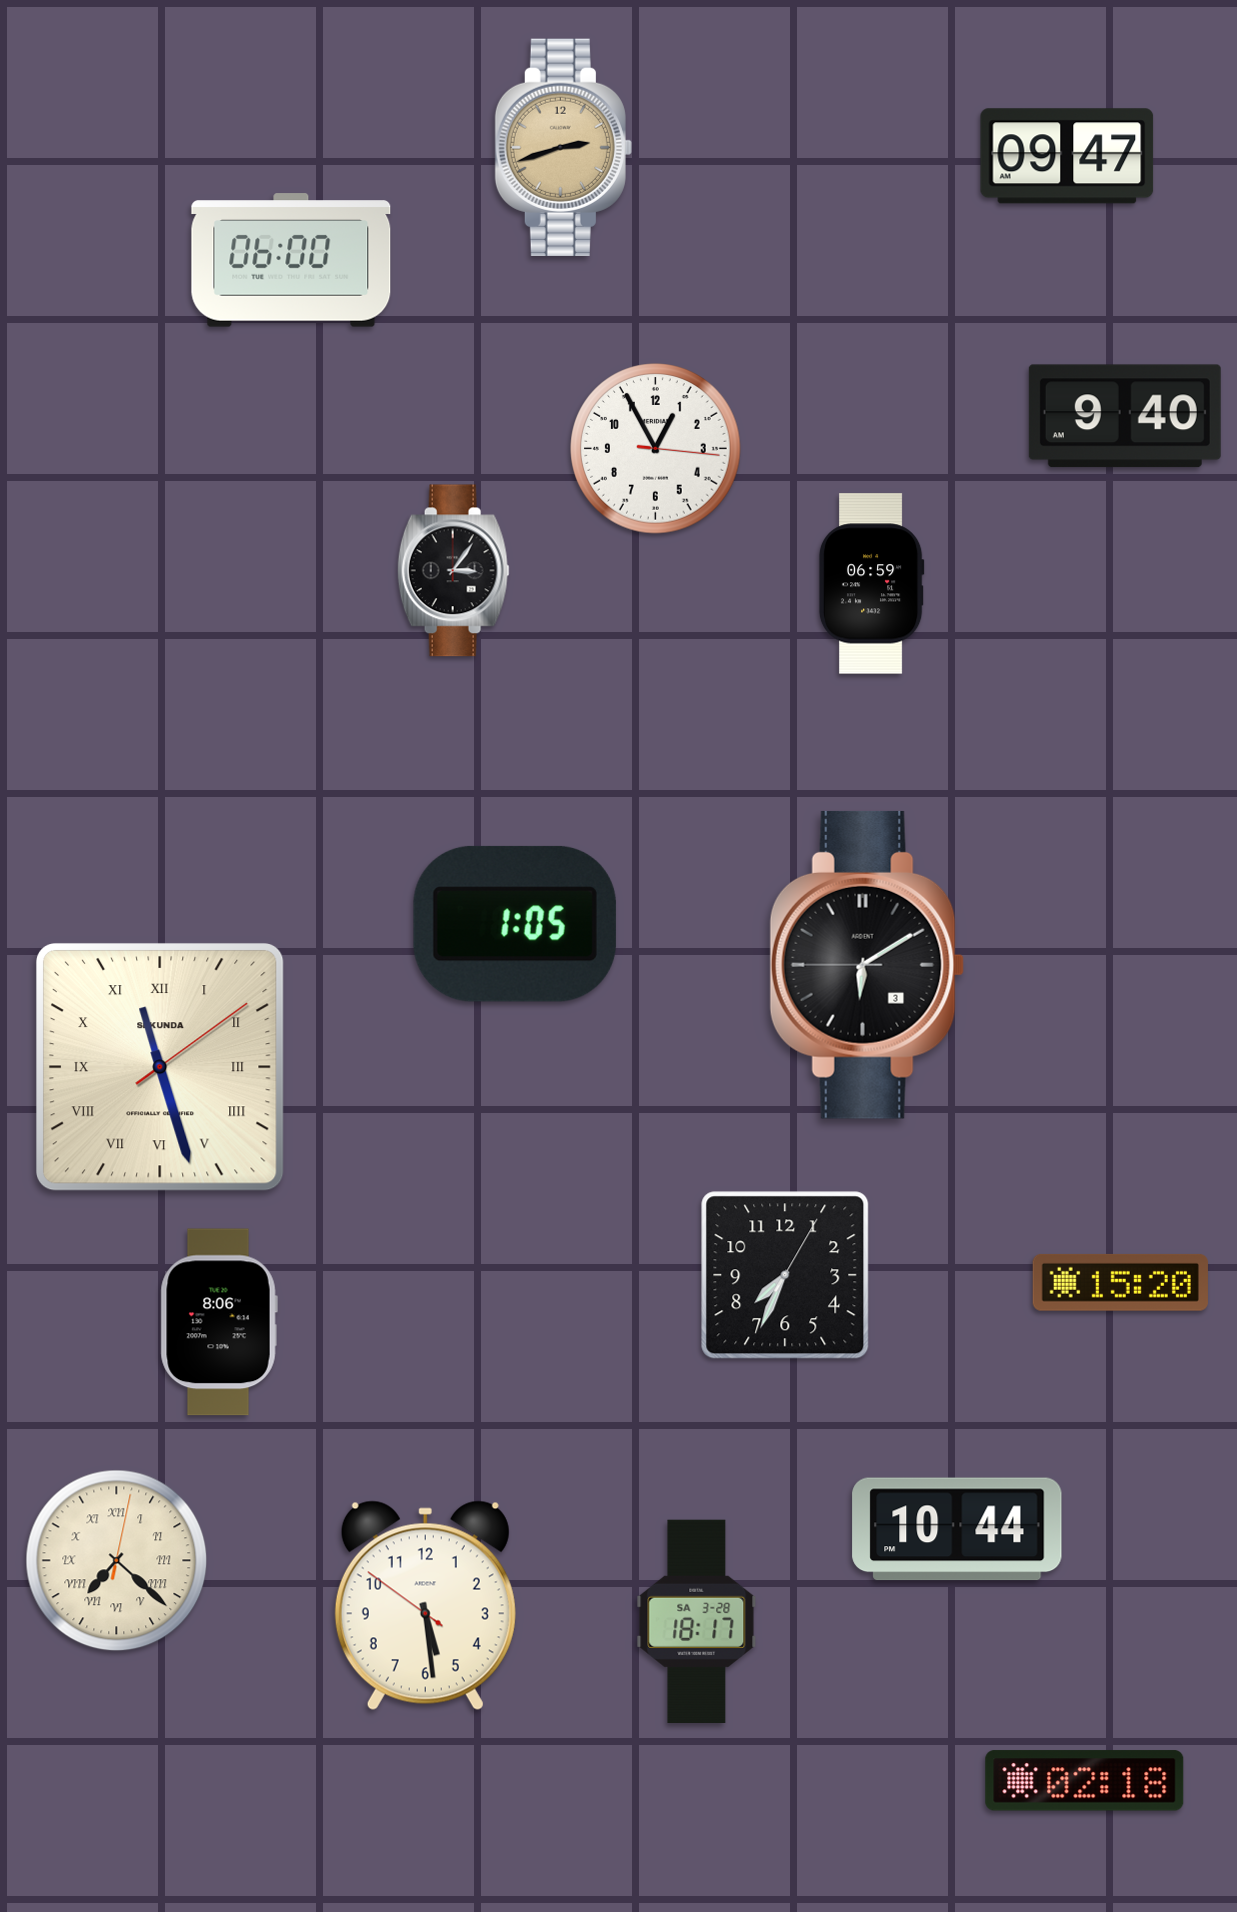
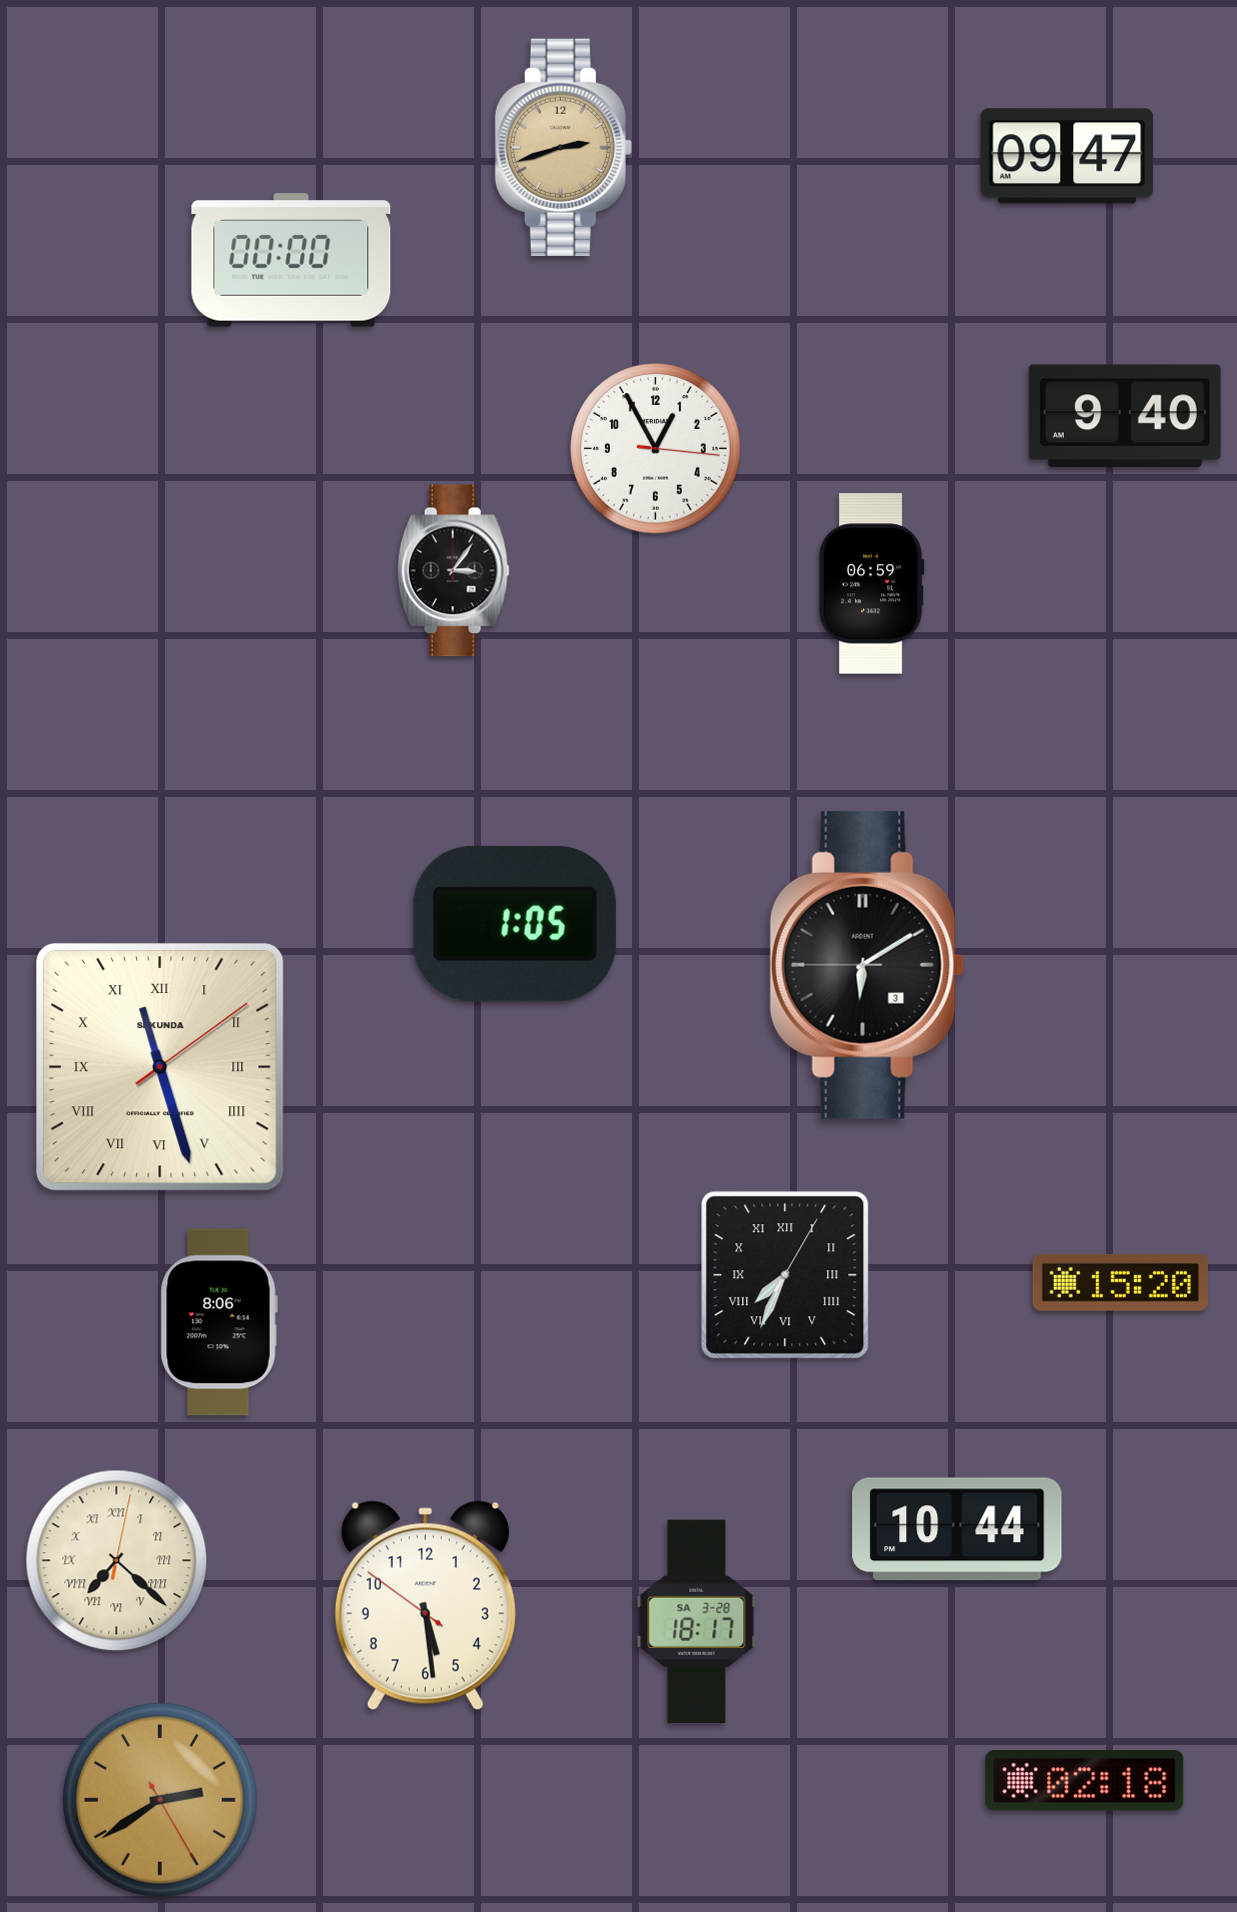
clock at (291, 260): 06:00 -> 00:00
clock at (785, 1275) numerals: Arabic -> Roman
clock at (160, 1800): none -> 2:39
